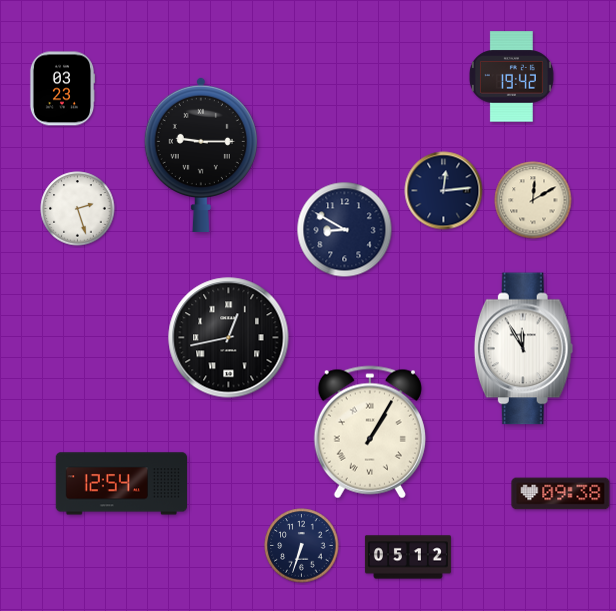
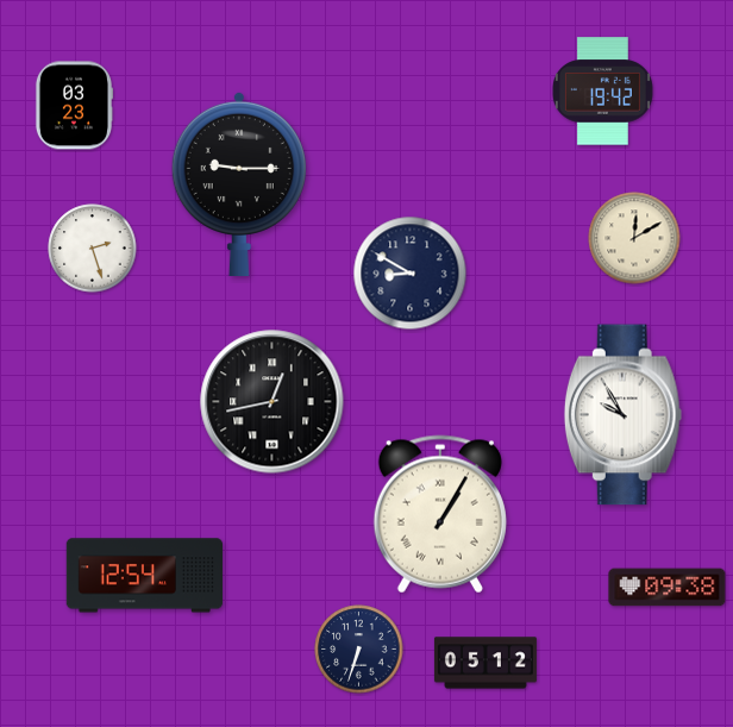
clock at (511, 77) position: (511, 77) -> (602, 92)
clock at (444, 191): 12:14 -> none
clock at (523, 349): 11:55 -> 9:55
